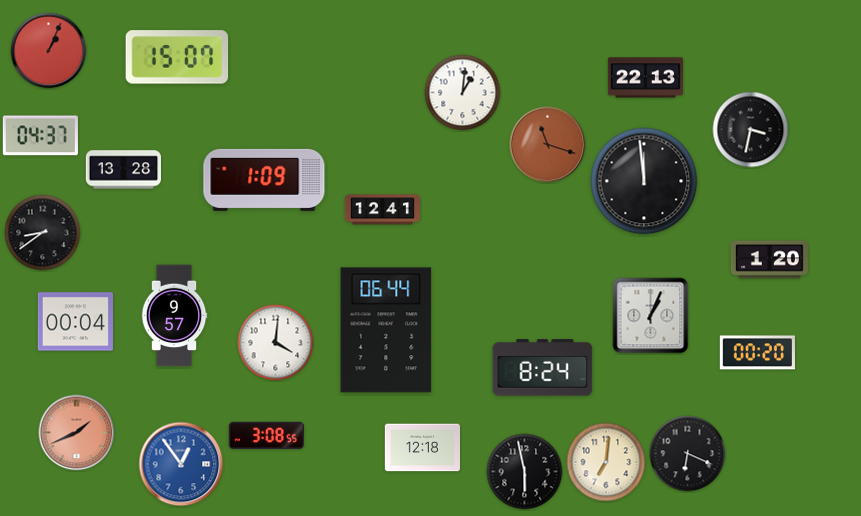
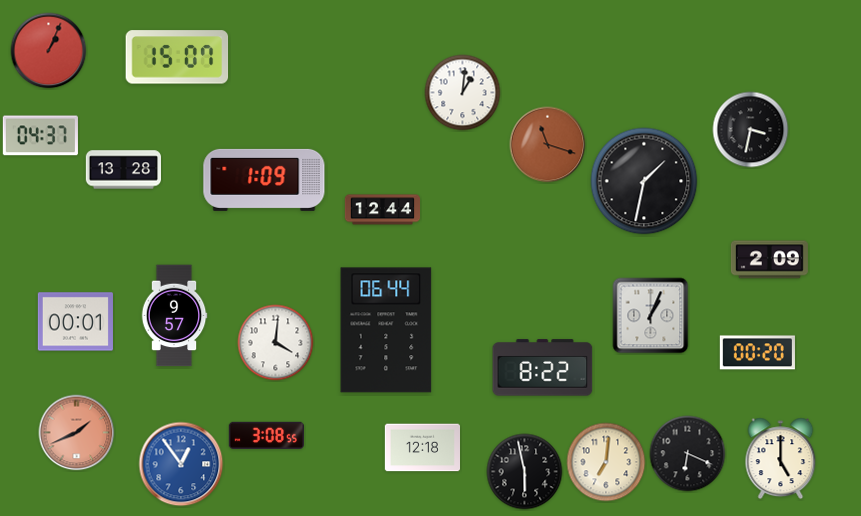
clock at (645, 78): 22:13 -> none
clock at (644, 181): 11:59 -> 1:32
clock at (382, 210): 12:41 -> 12:44
clock at (43, 233): 8:39 -> none
clock at (769, 260): 1:20 -> 2:09
clock at (75, 322): 00:04 -> 00:01
clock at (543, 368): 8:24 -> 8:22
clock at (781, 459): none -> 5:00
